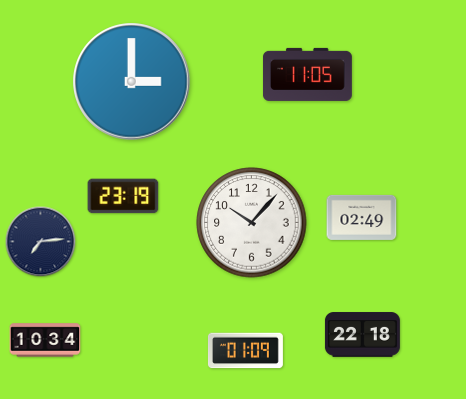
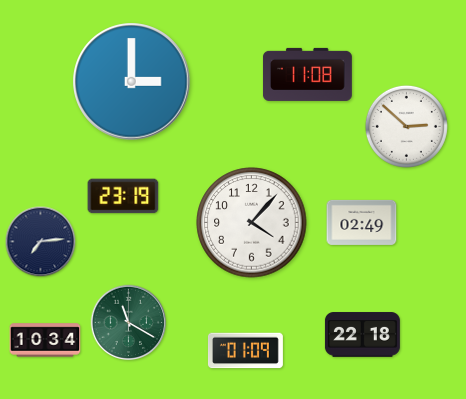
clock at (307, 74): 11:05 -> 11:08
clock at (406, 126): none -> 2:52
clock at (362, 217) position: (362, 217) -> (362, 222)
clock at (252, 223): 10:07 -> 4:07
clock at (129, 323): none -> 11:20
